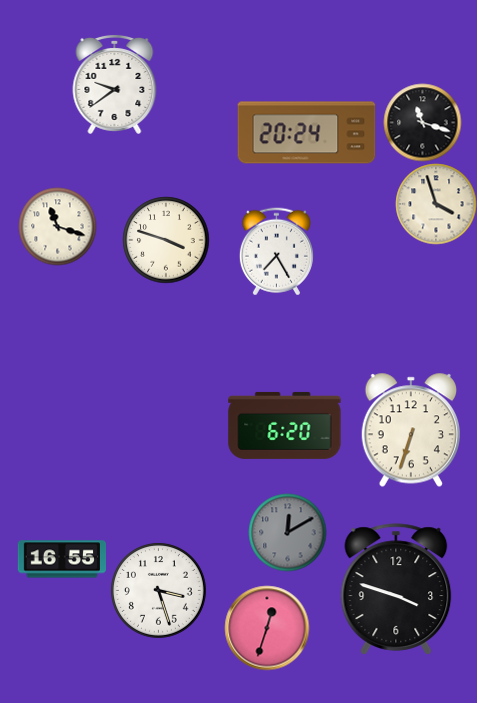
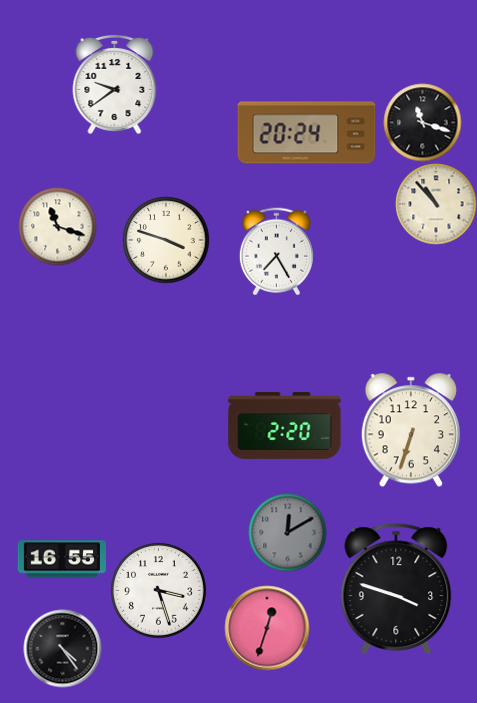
clock at (436, 204): 3:57 -> 10:53
clock at (285, 425): 6:20 -> 2:20
clock at (62, 648): none -> 4:24
